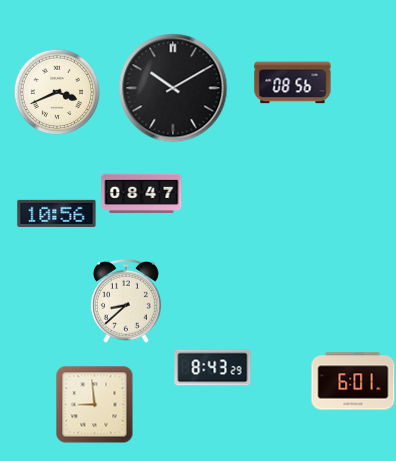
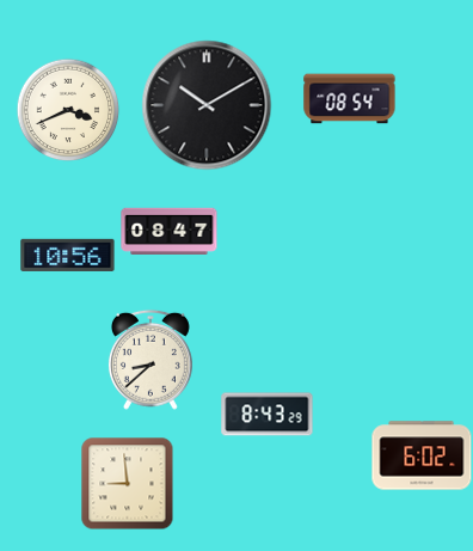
clock at (293, 83): 08:56 -> 08:54
clock at (213, 368) position: (213, 368) -> (268, 415)
clock at (353, 381): 6:01 -> 6:02
clock at (94, 404) position: (94, 404) -> (127, 483)
